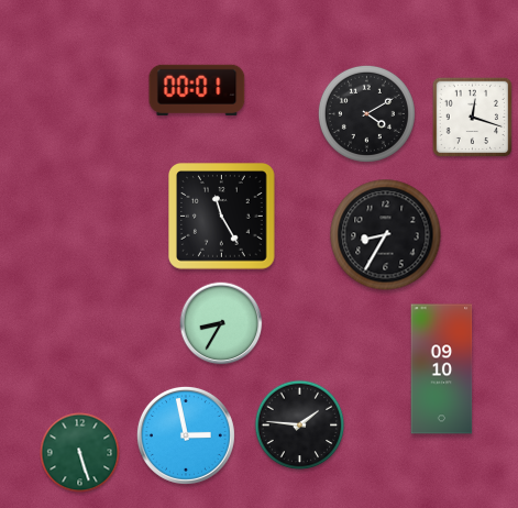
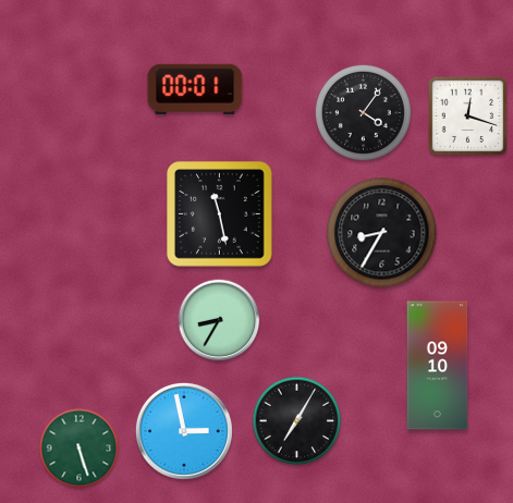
clock at (366, 113): 4:10 -> 4:06
clock at (222, 217): 11:25 -> 11:28
clock at (300, 426): 1:46 -> 7:05
